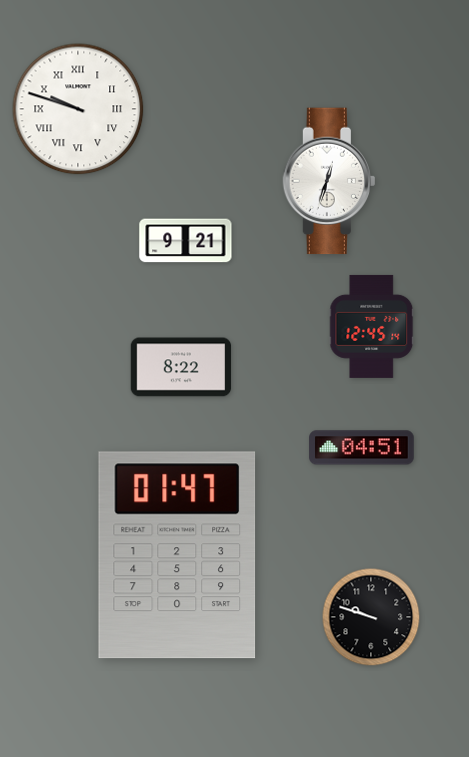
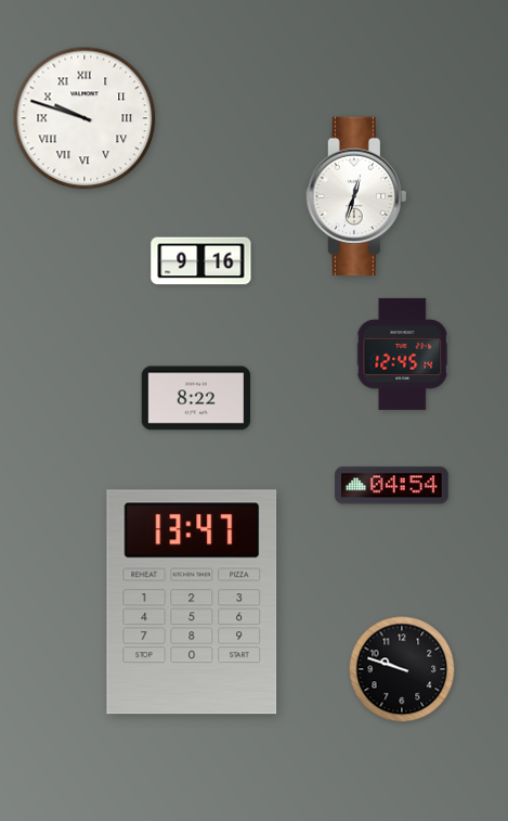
clock at (186, 241): 9:21 -> 9:16
clock at (362, 448): 04:51 -> 04:54
clock at (177, 555): 01:47 -> 13:47
